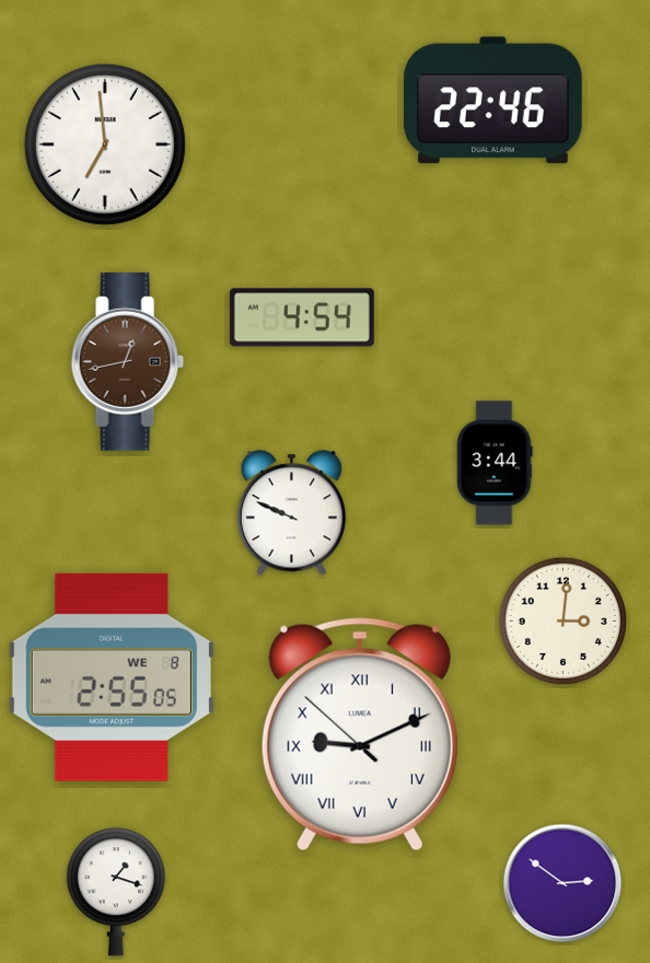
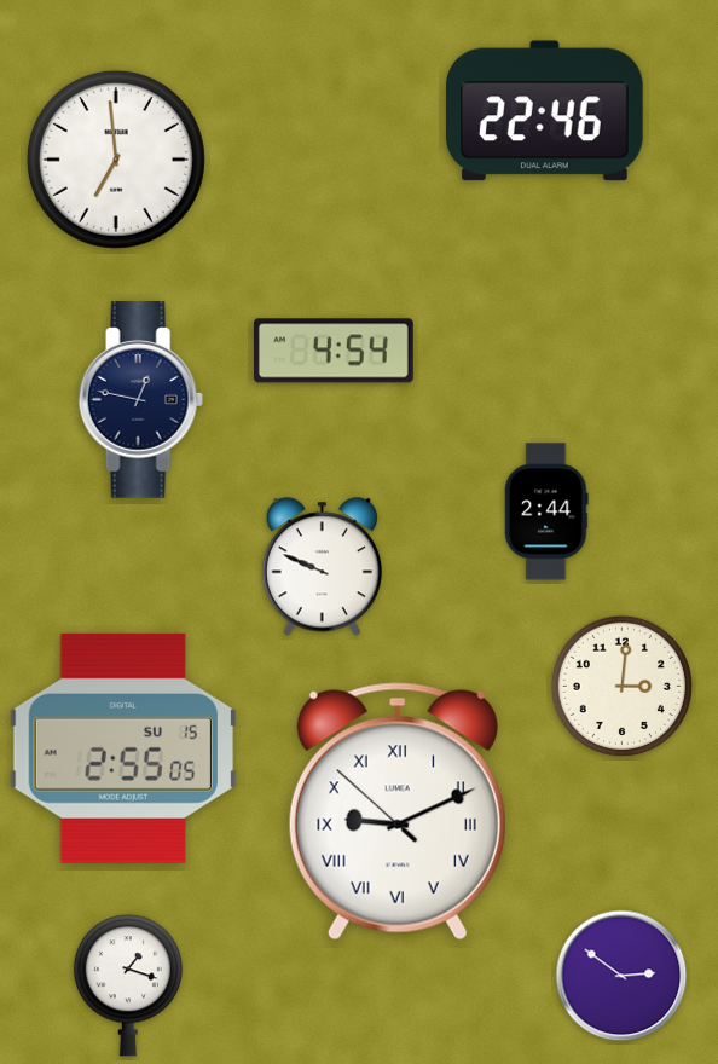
clock at (127, 362): 12:43 -> 12:47
clock at (127, 362) dial: brown -> navy
clock at (495, 463): 3:44 -> 2:44
clock at (112, 677) date: WE 8 -> SU 15
